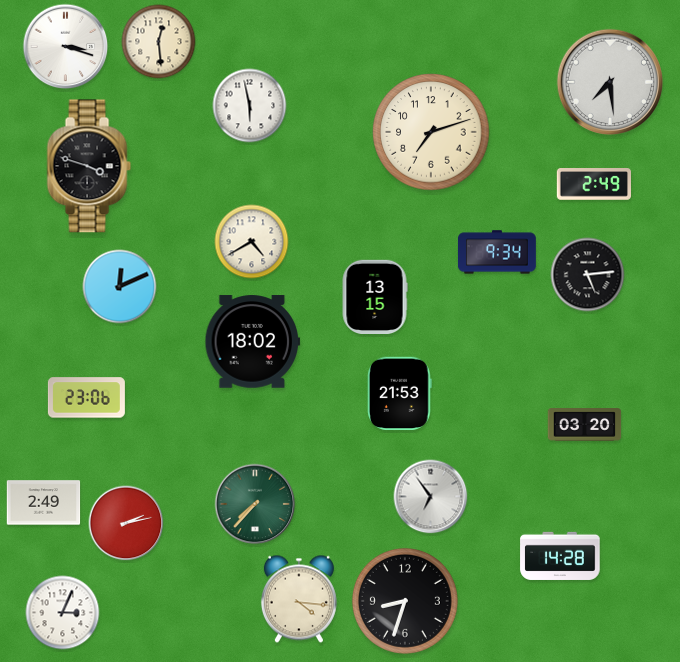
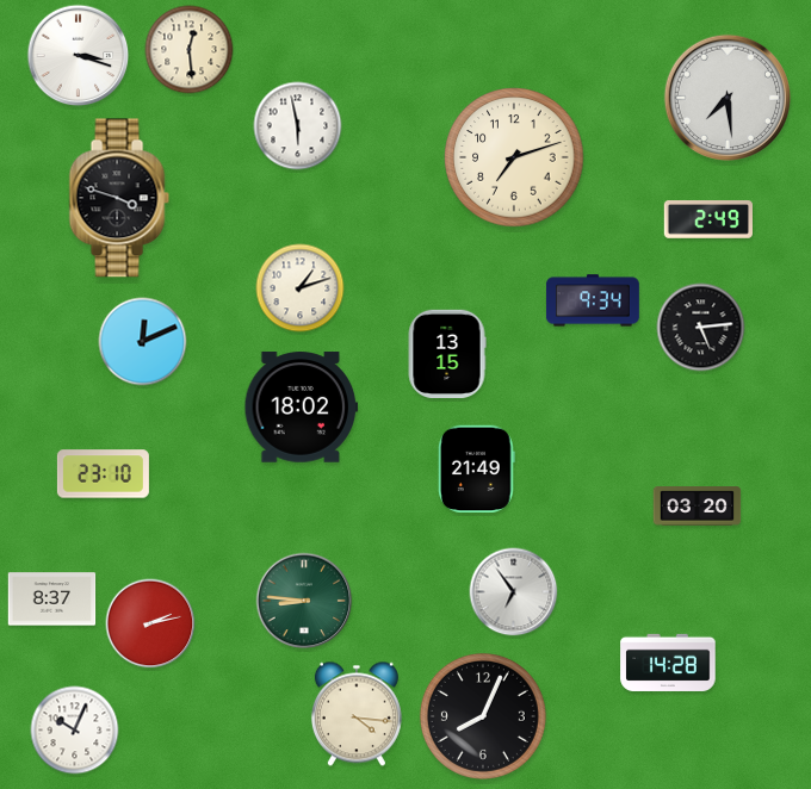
clock at (89, 166) position: (89, 166) -> (119, 198)
clock at (252, 242): 4:40 -> 1:12
clock at (399, 394): 21:53 -> 21:49
clock at (86, 398): 23:06 -> 23:10
clock at (44, 503): 2:49 -> 8:37
clock at (255, 504): 7:37 -> 8:46
clock at (405, 601): 8:33 -> 8:04
clock at (63, 613): 3:04 -> 10:04
